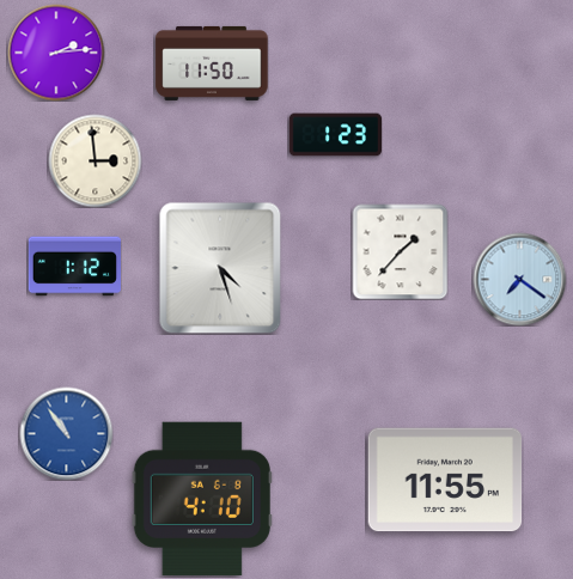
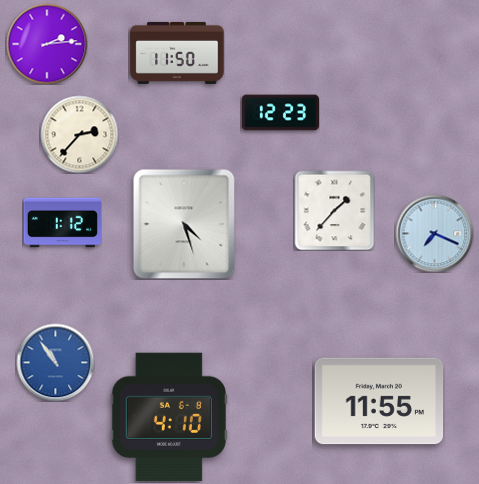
clock at (335, 135): 1:23 -> 12:23
clock at (95, 160): 2:59 -> 2:37
clock at (519, 279): 7:21 -> 7:19
clock at (445, 480) position: (445, 480) -> (379, 401)
